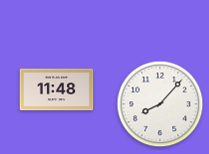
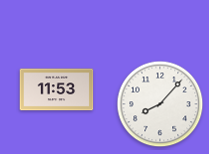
clock at (57, 90): 11:48 -> 11:53
